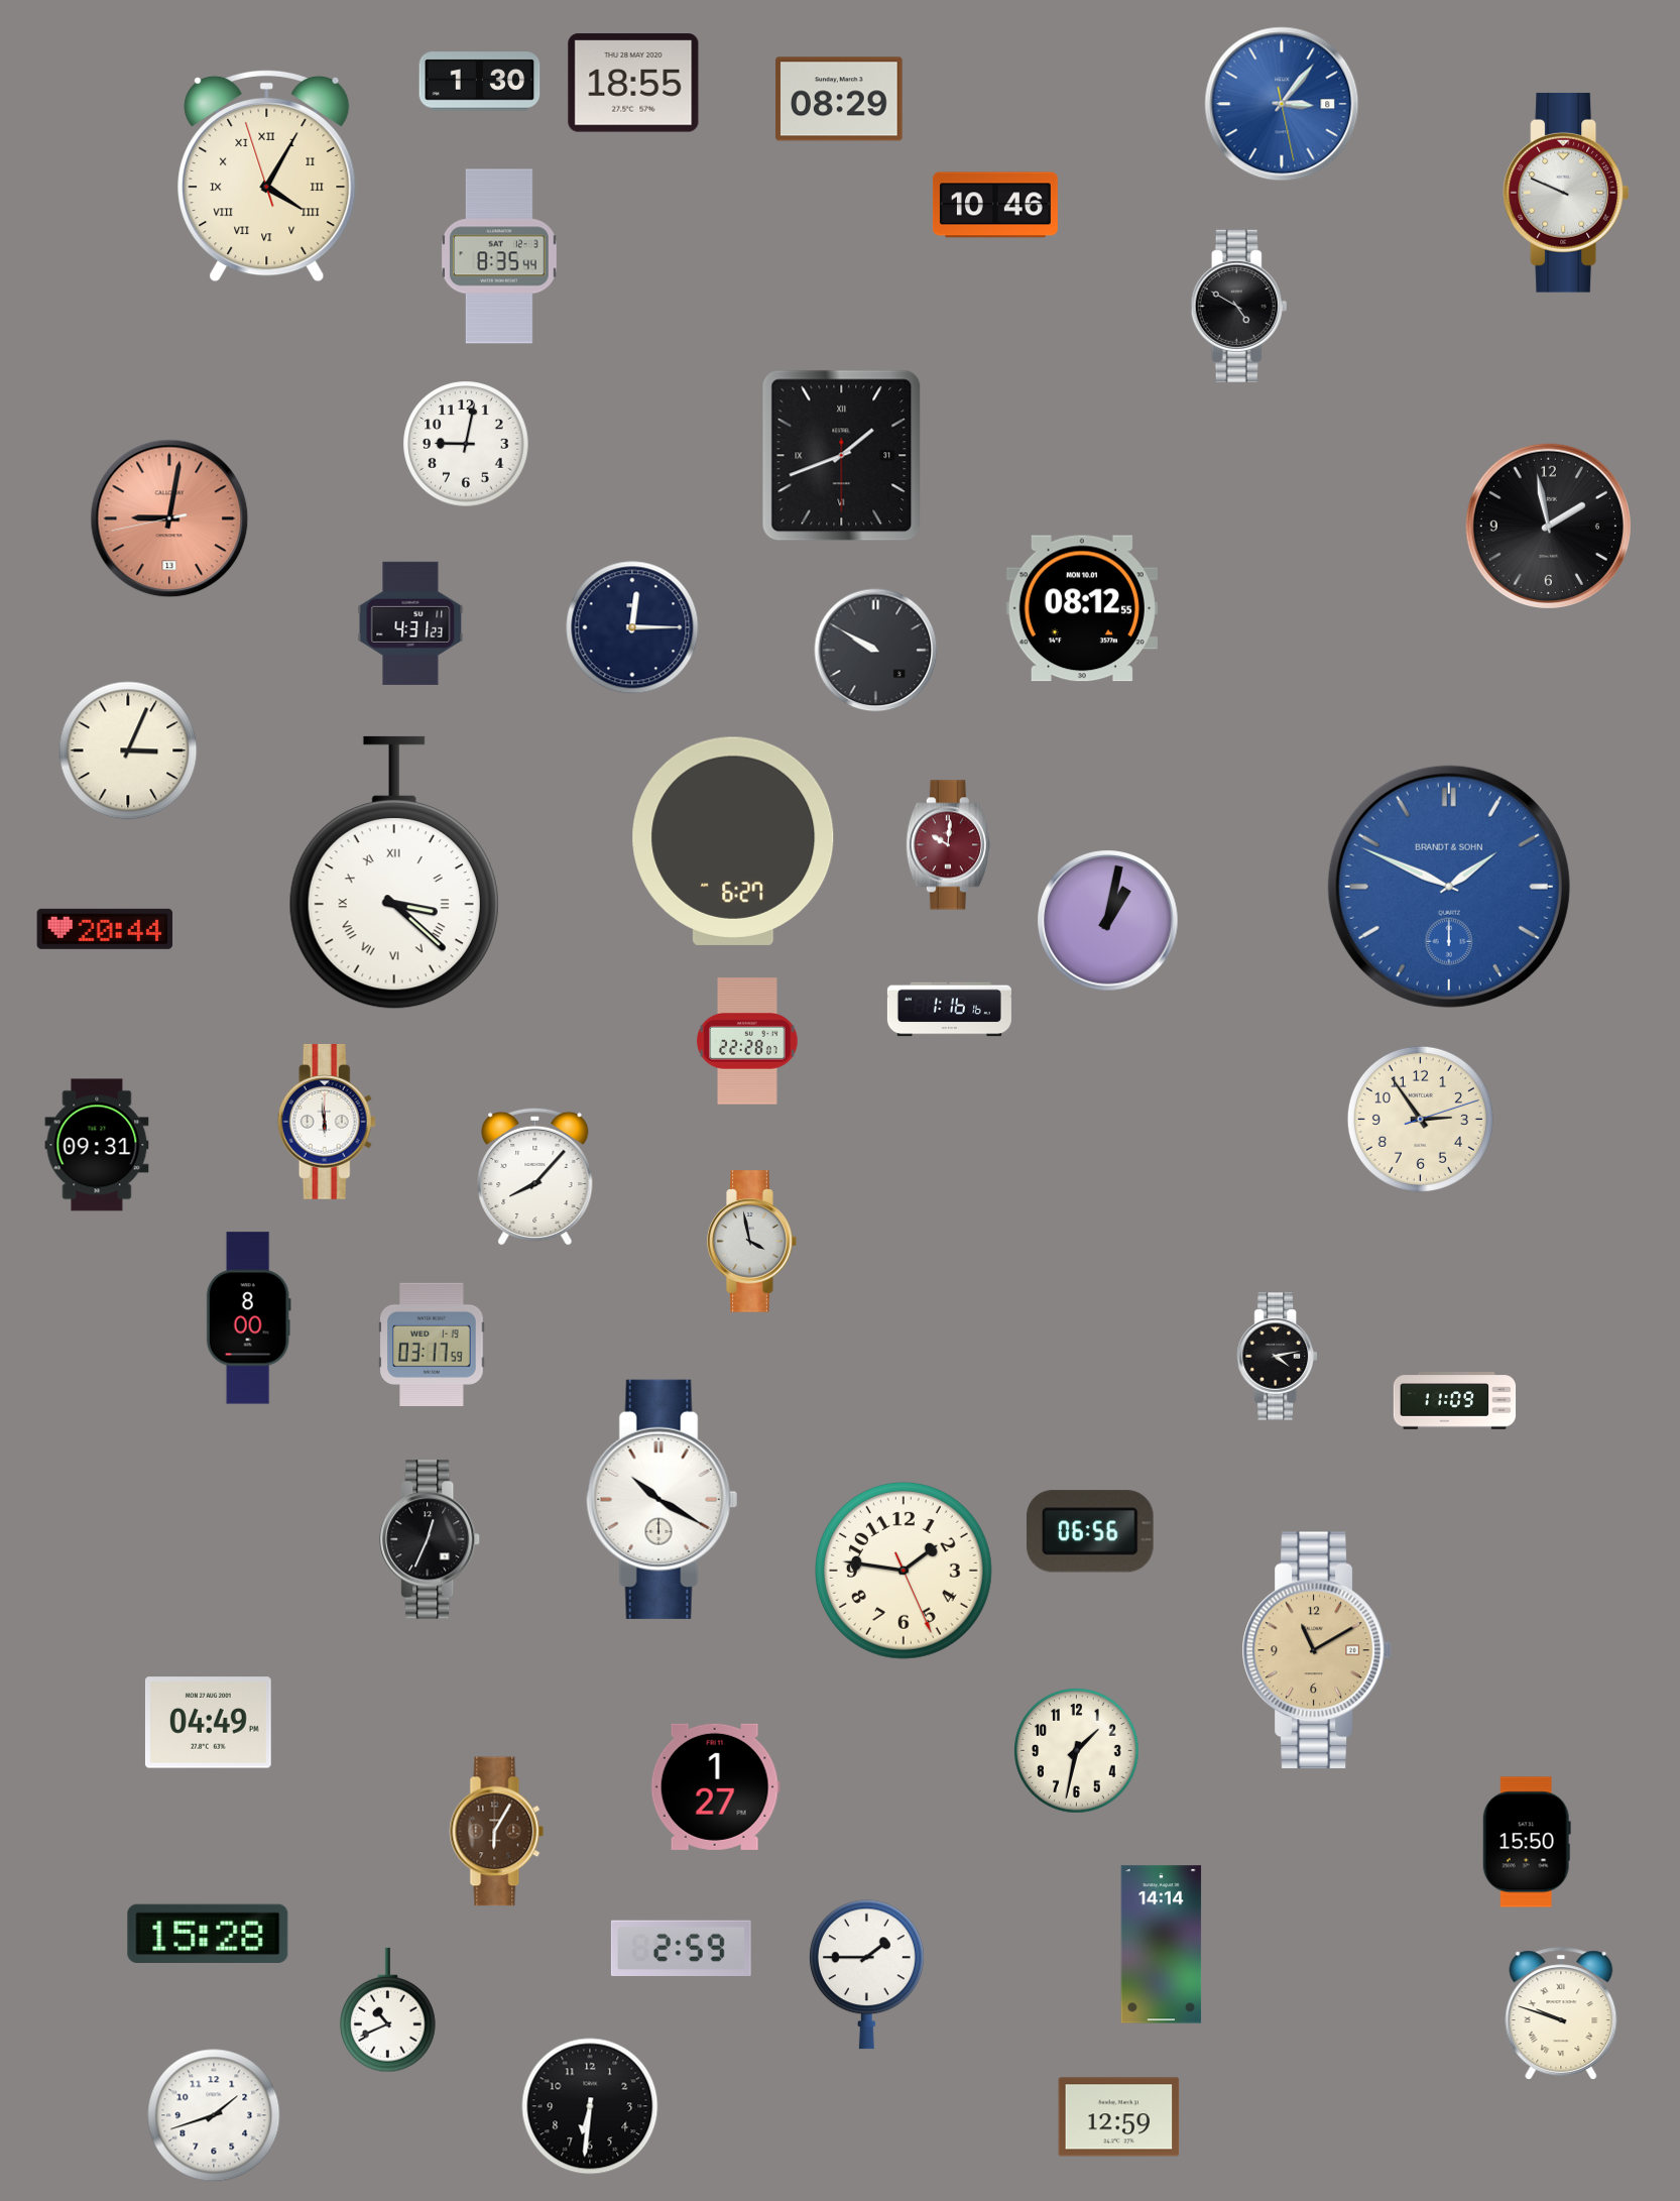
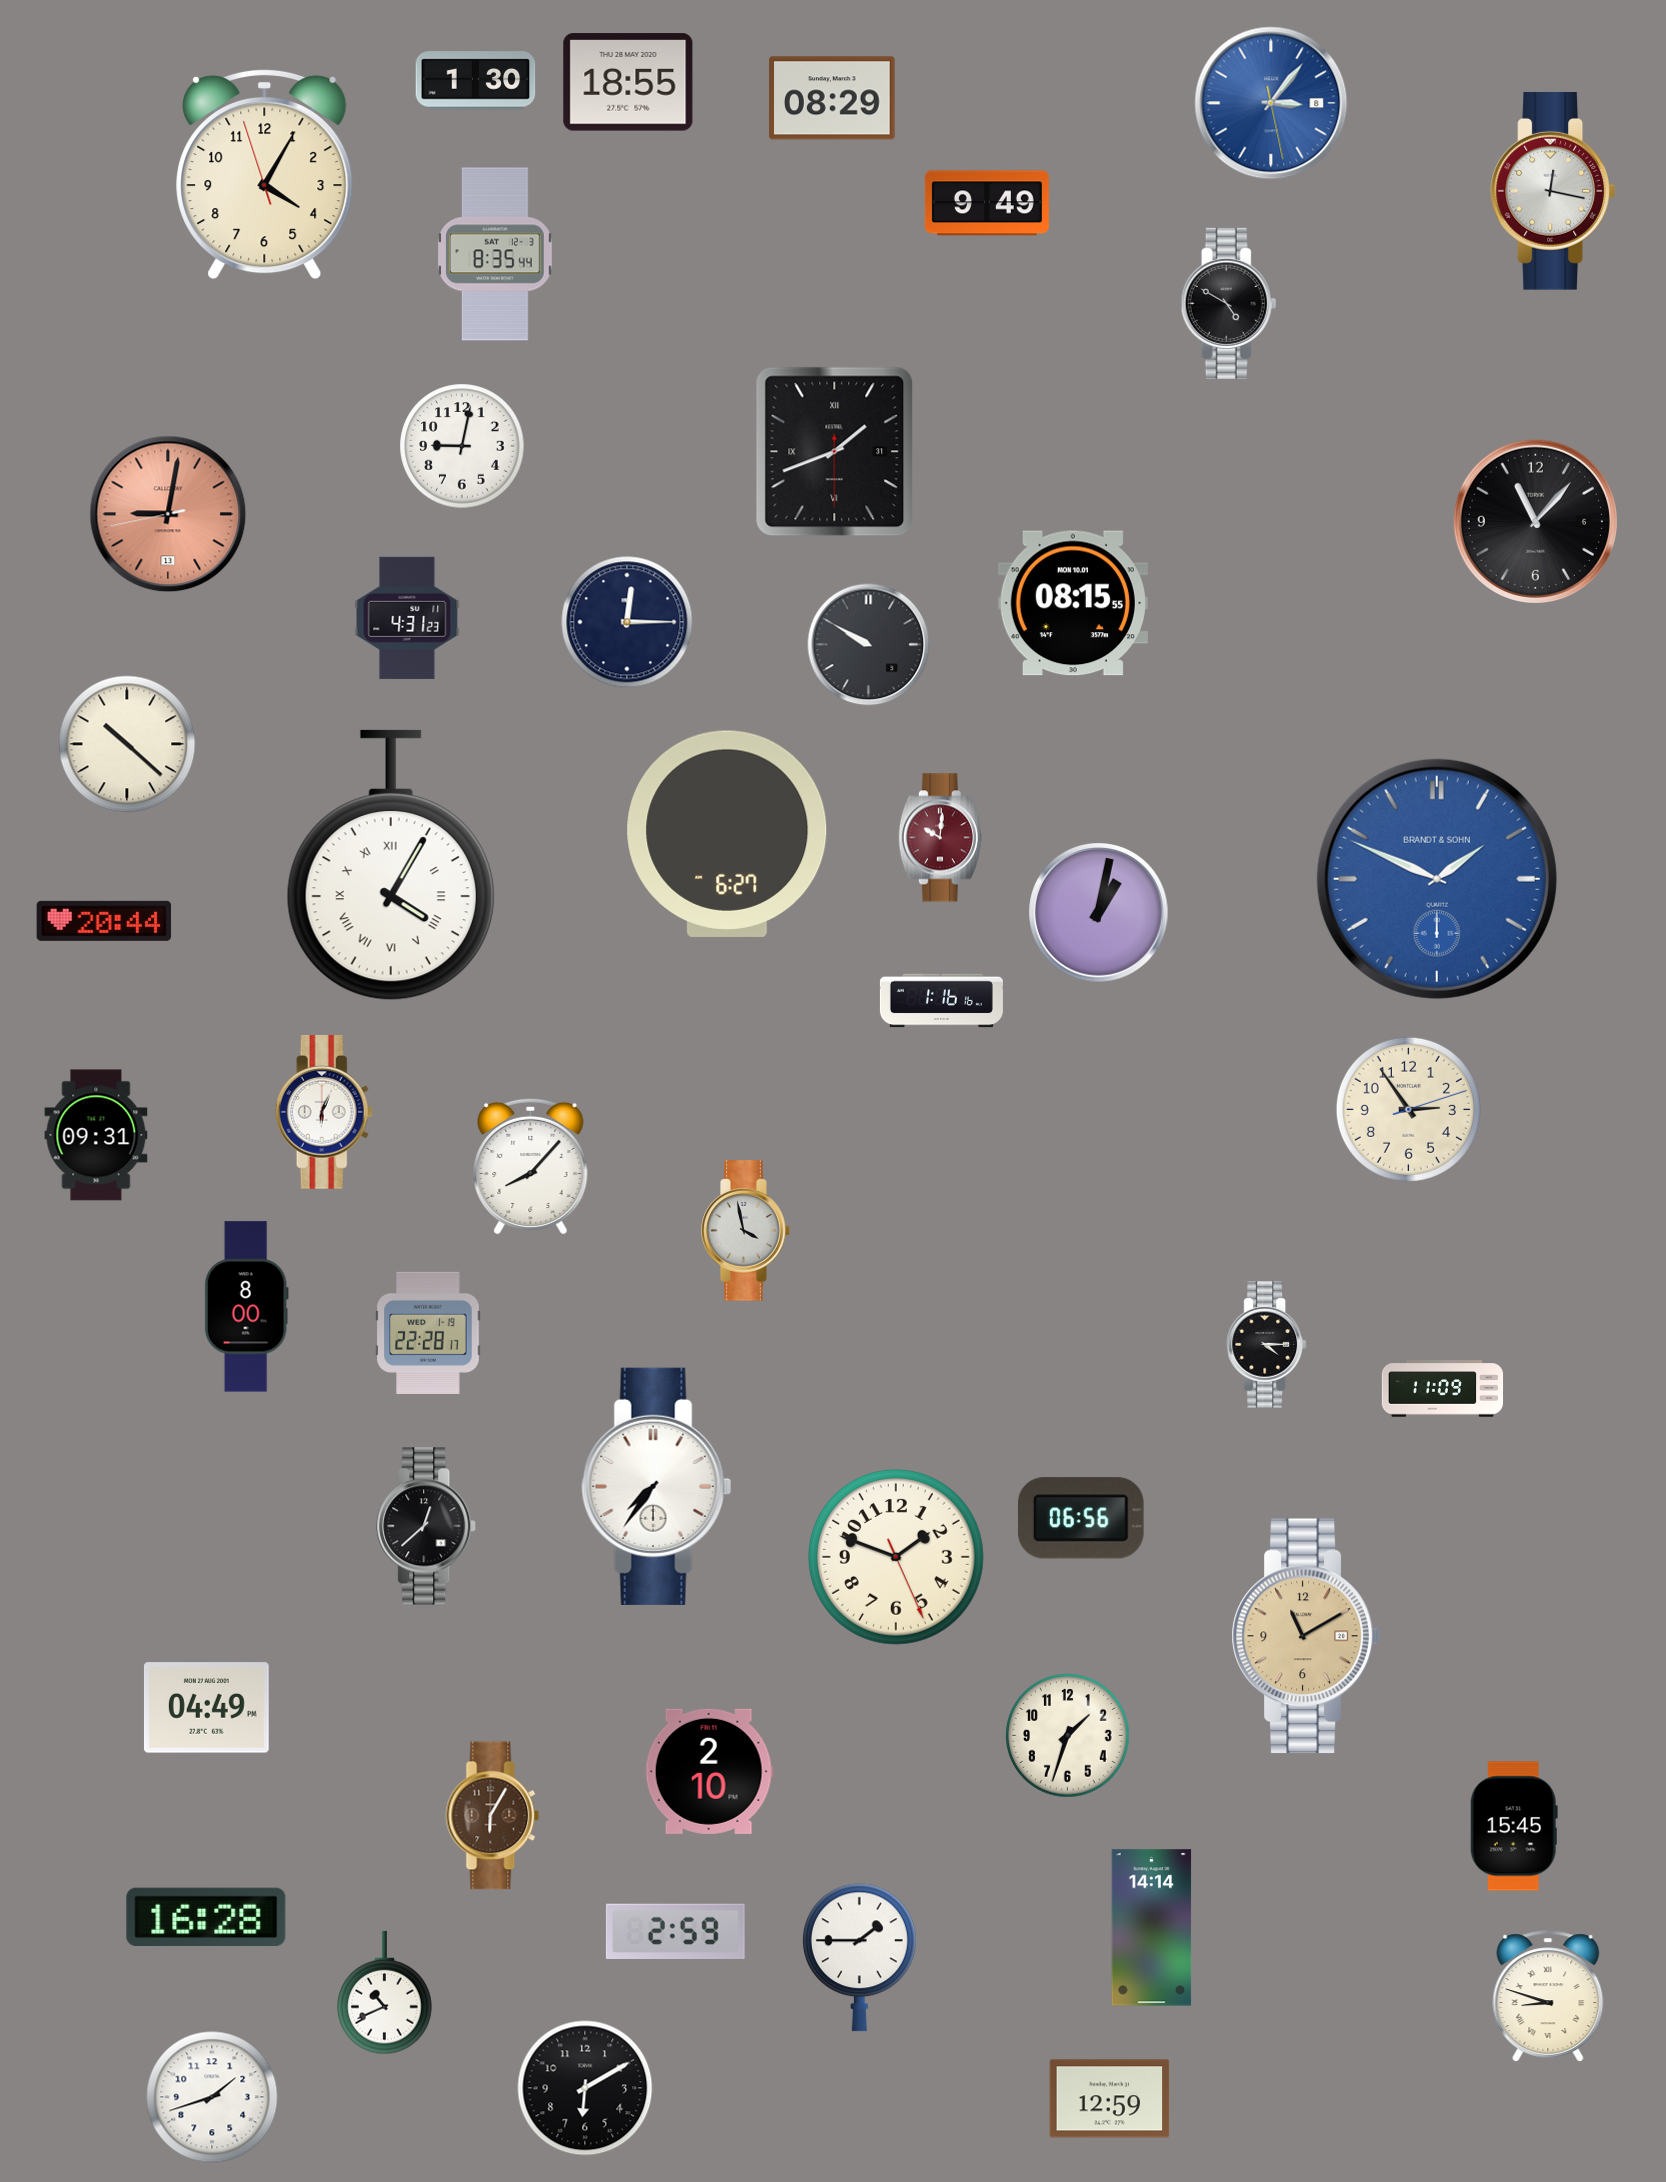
clock at (267, 176) numerals: Roman -> Arabic
clock at (1565, 193): 9:49 -> 12:17
clock at (995, 205): 10:46 -> 9:49
clock at (466, 444) position: (466, 444) -> (462, 446)
clock at (1548, 526): 1:58 -> 11:07
clock at (1082, 608): 08:12 -> 08:15
clock at (128, 750): 3:04 -> 10:22
clock at (394, 873): 3:22 -> 4:05
clock at (747, 1041): 22:28 -> none
clock at (327, 1122): 5:59 -> 6:04
clock at (432, 1345): 03:17 -> 22:28
clock at (1278, 1357): 4:13 -> 4:15
clock at (663, 1499): 10:20 -> 7:36
clock at (431, 1539): 12:34 -> 12:38
clock at (904, 1571): 1:46 -> 1:48
clock at (1077, 1751): 1:32 -> 1:33
clock at (715, 1786): 1:27 -> 2:10
clock at (1527, 1842): 15:50 -> 15:45
clock at (208, 1933): 15:28 -> 16:28
clock at (1561, 2013): 9:48 -> 8:48
clock at (590, 2106): 6:31 -> 6:10
